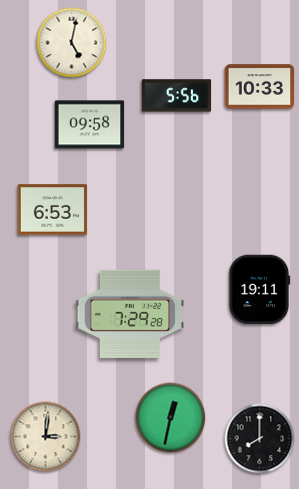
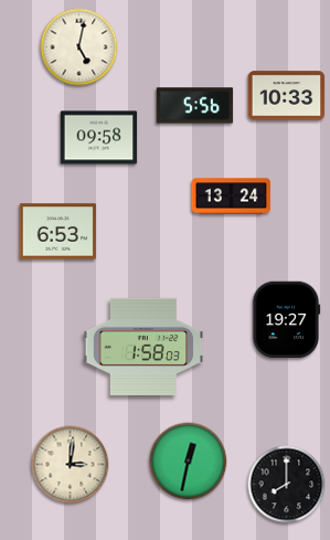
clock at (231, 197): none -> 13:24
clock at (259, 290): 19:11 -> 19:27
clock at (130, 314): 7:29 -> 1:58
clock at (46, 437) position: (46, 437) -> (71, 465)
